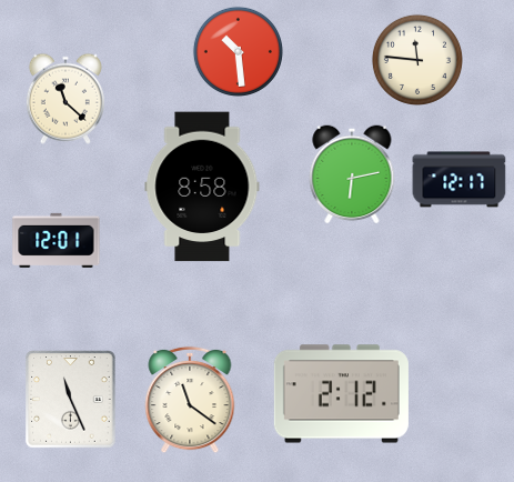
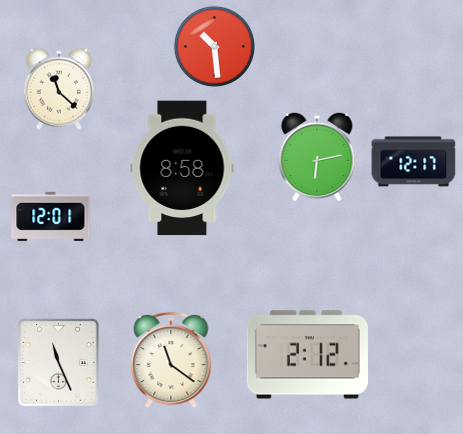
clock at (417, 60): 11:46 -> none
clock at (71, 400) position: (71, 400) -> (59, 363)
